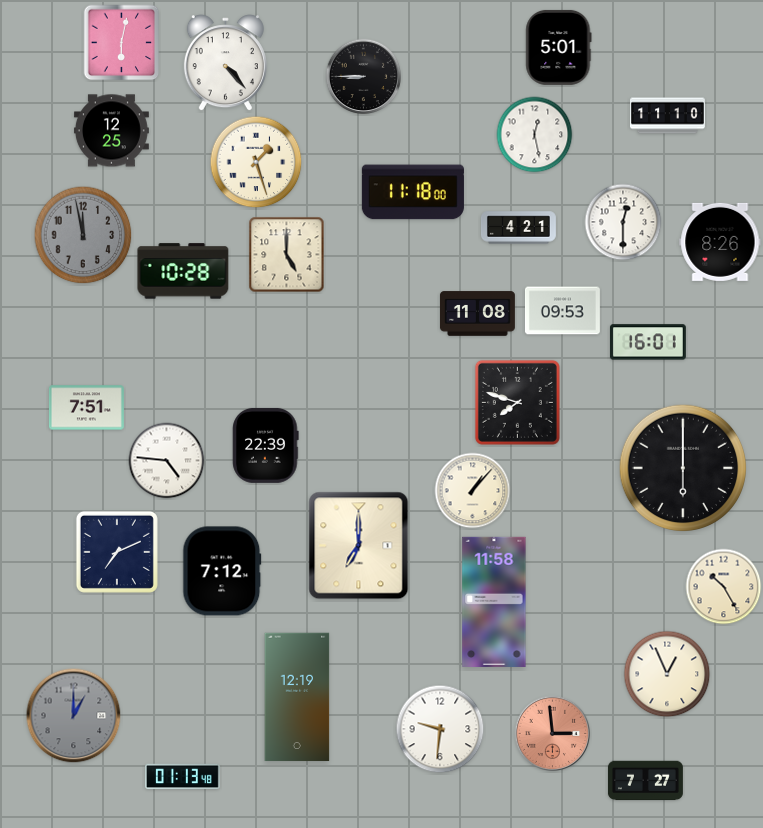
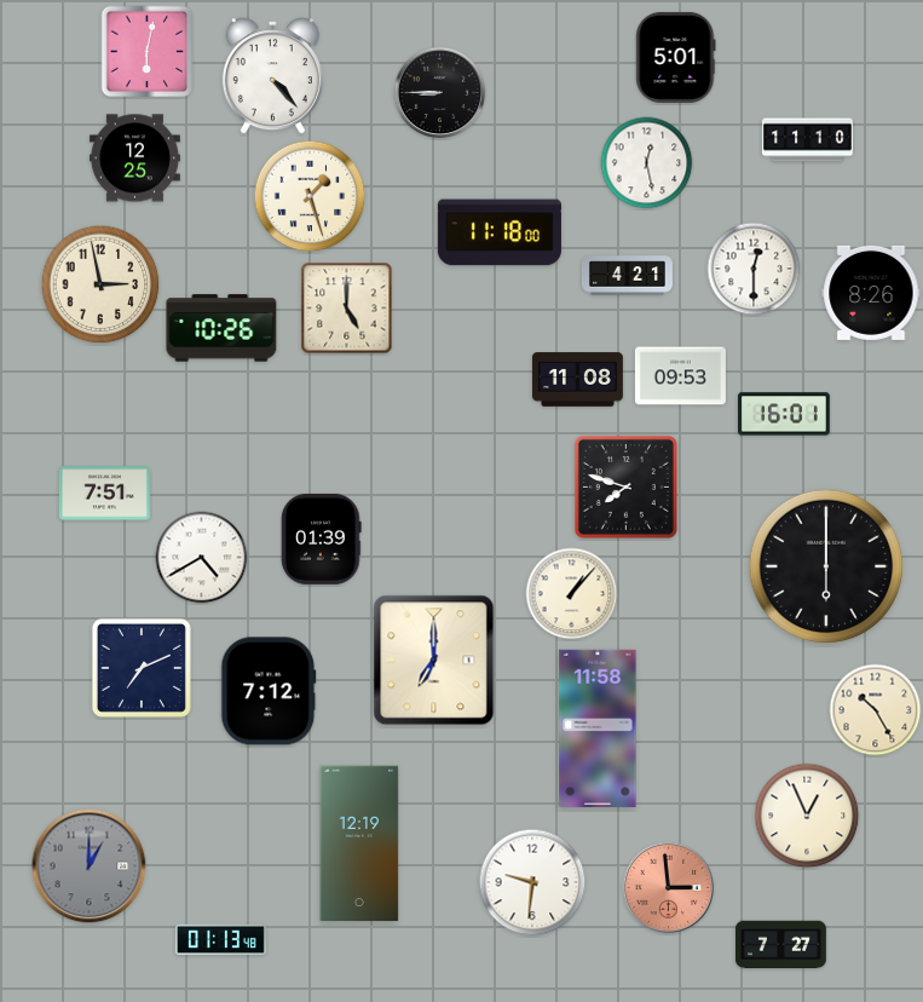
clock at (83, 235): 11:58 -> 2:58
clock at (83, 235) dial: grey -> cream
clock at (183, 271): 10:28 -> 10:26
clock at (266, 445): 22:39 -> 01:39
clock at (167, 461): 4:46 -> 4:40
